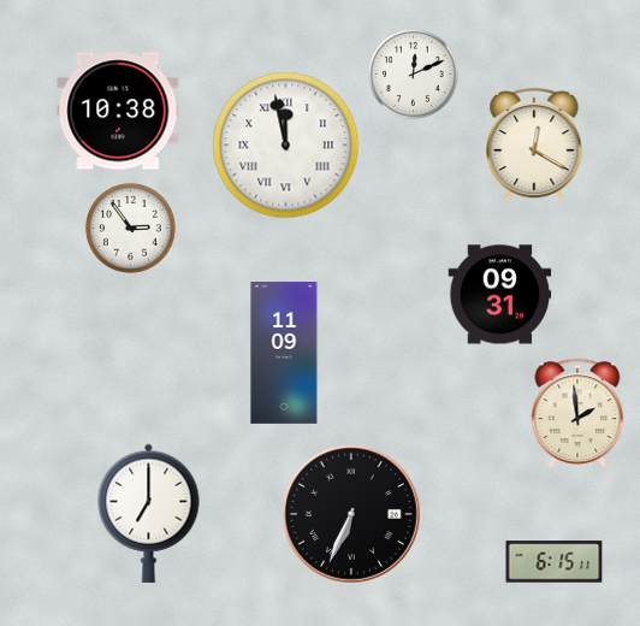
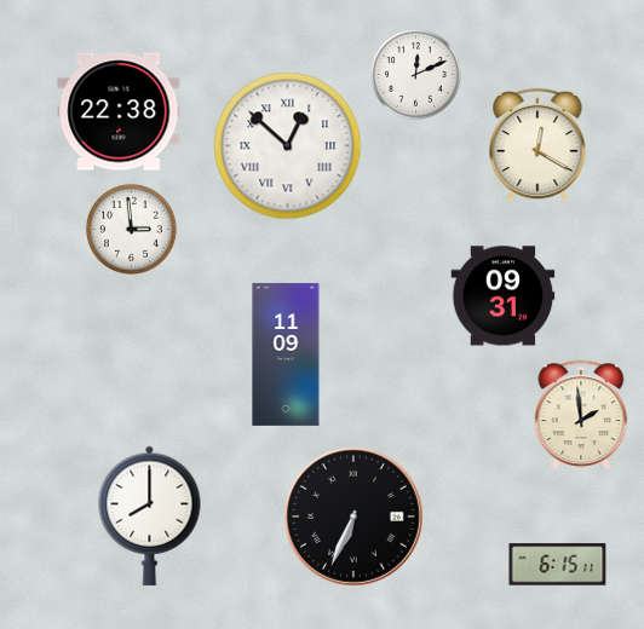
clock at (118, 111): 10:38 -> 22:38
clock at (286, 146): 11:58 -> 12:52
clock at (130, 229): 2:54 -> 2:59
clock at (149, 513): 7:00 -> 8:00
